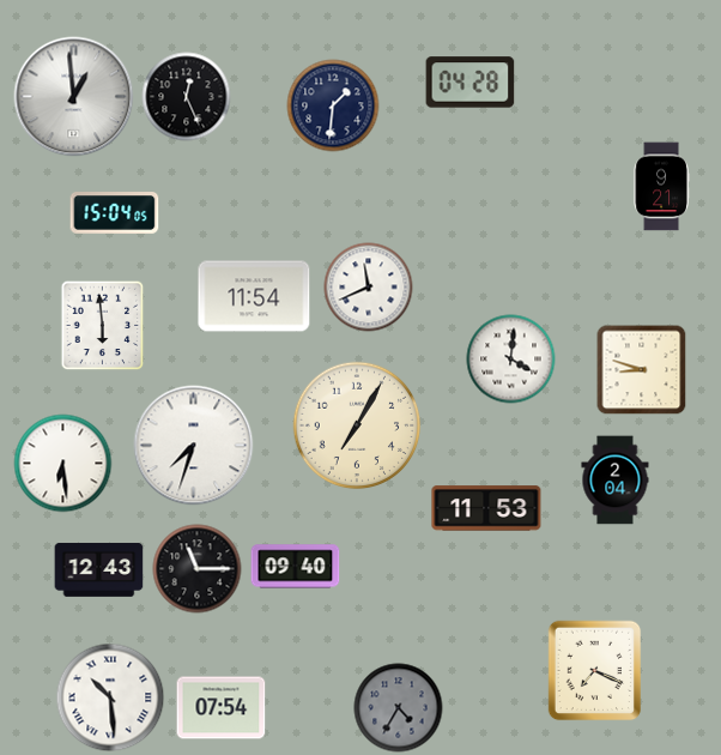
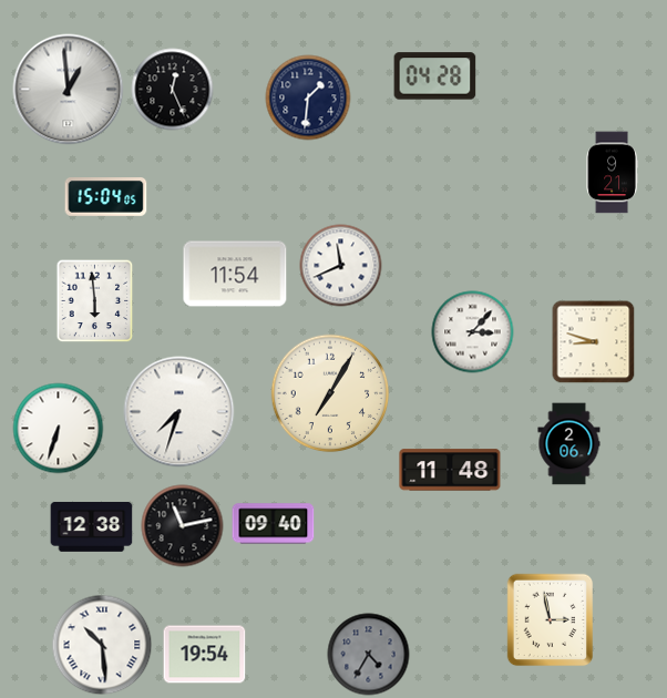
clock at (511, 360): 4:01 -> 3:07
clock at (63, 464): 6:29 -> 6:33
clock at (616, 481): 2:04 -> 2:06
clock at (486, 508): 11:53 -> 11:48
clock at (198, 569): 11:15 -> 11:13
clock at (99, 570): 12:43 -> 12:38
clock at (595, 671): 7:19 -> 2:58
clock at (222, 708): 07:54 -> 19:54
